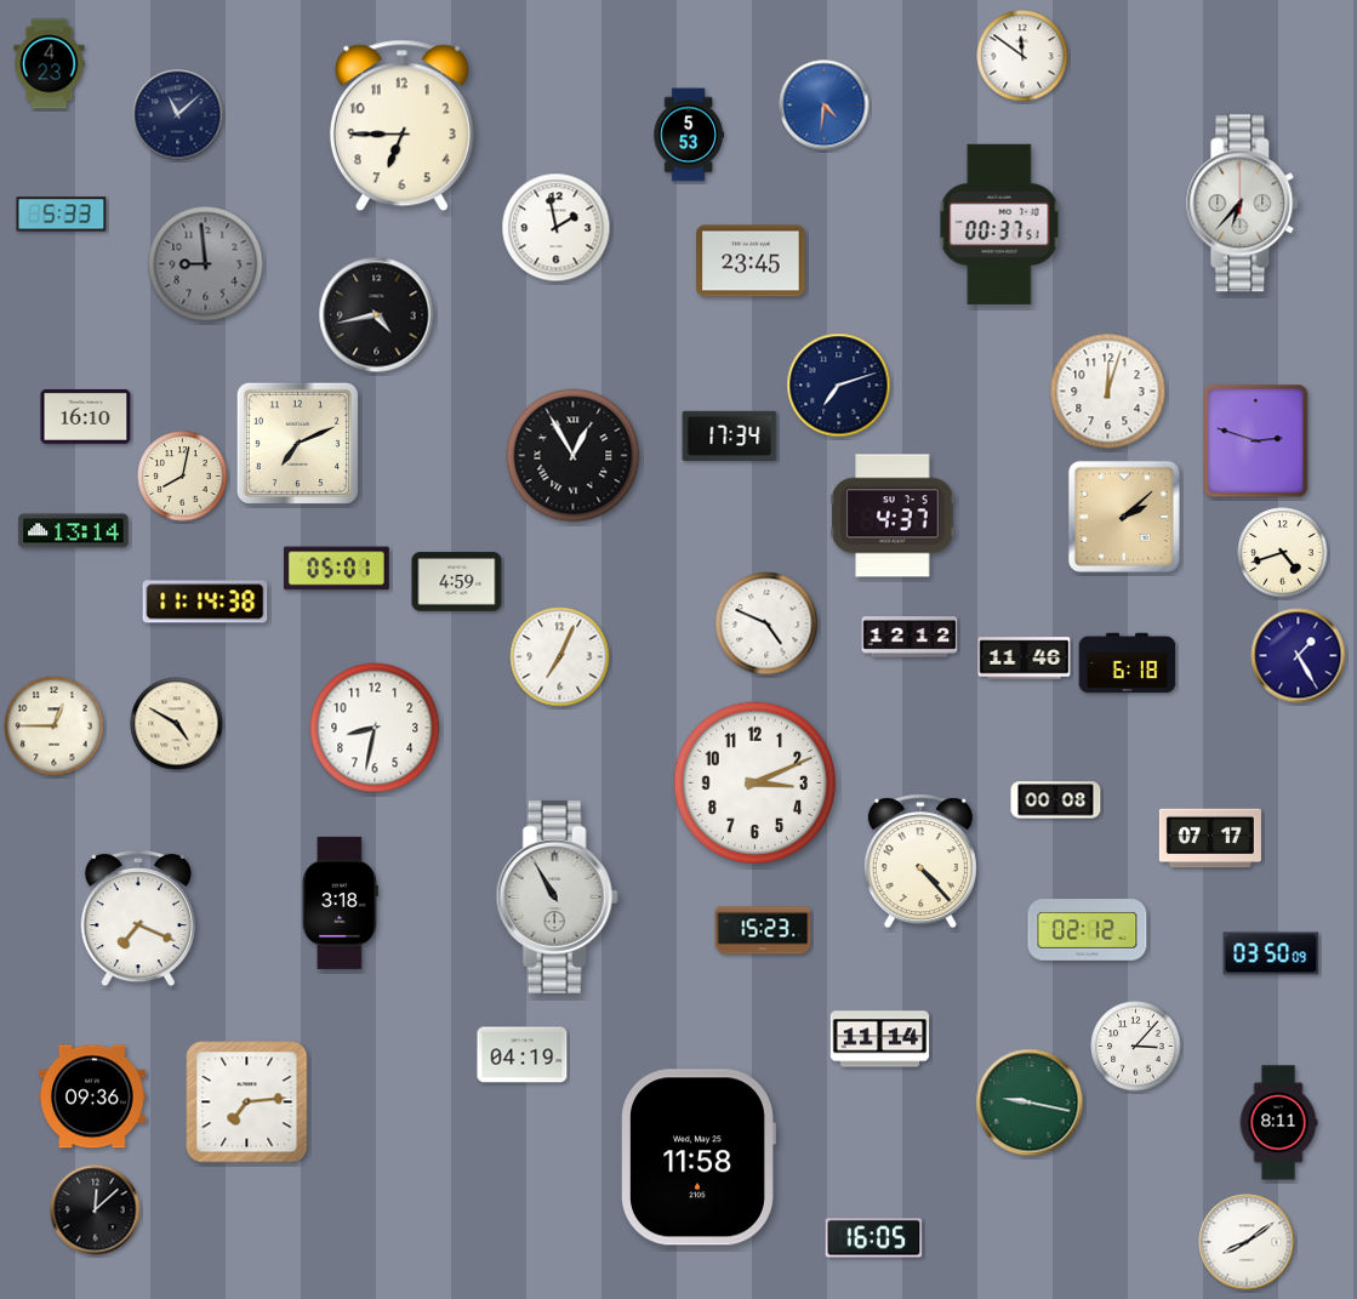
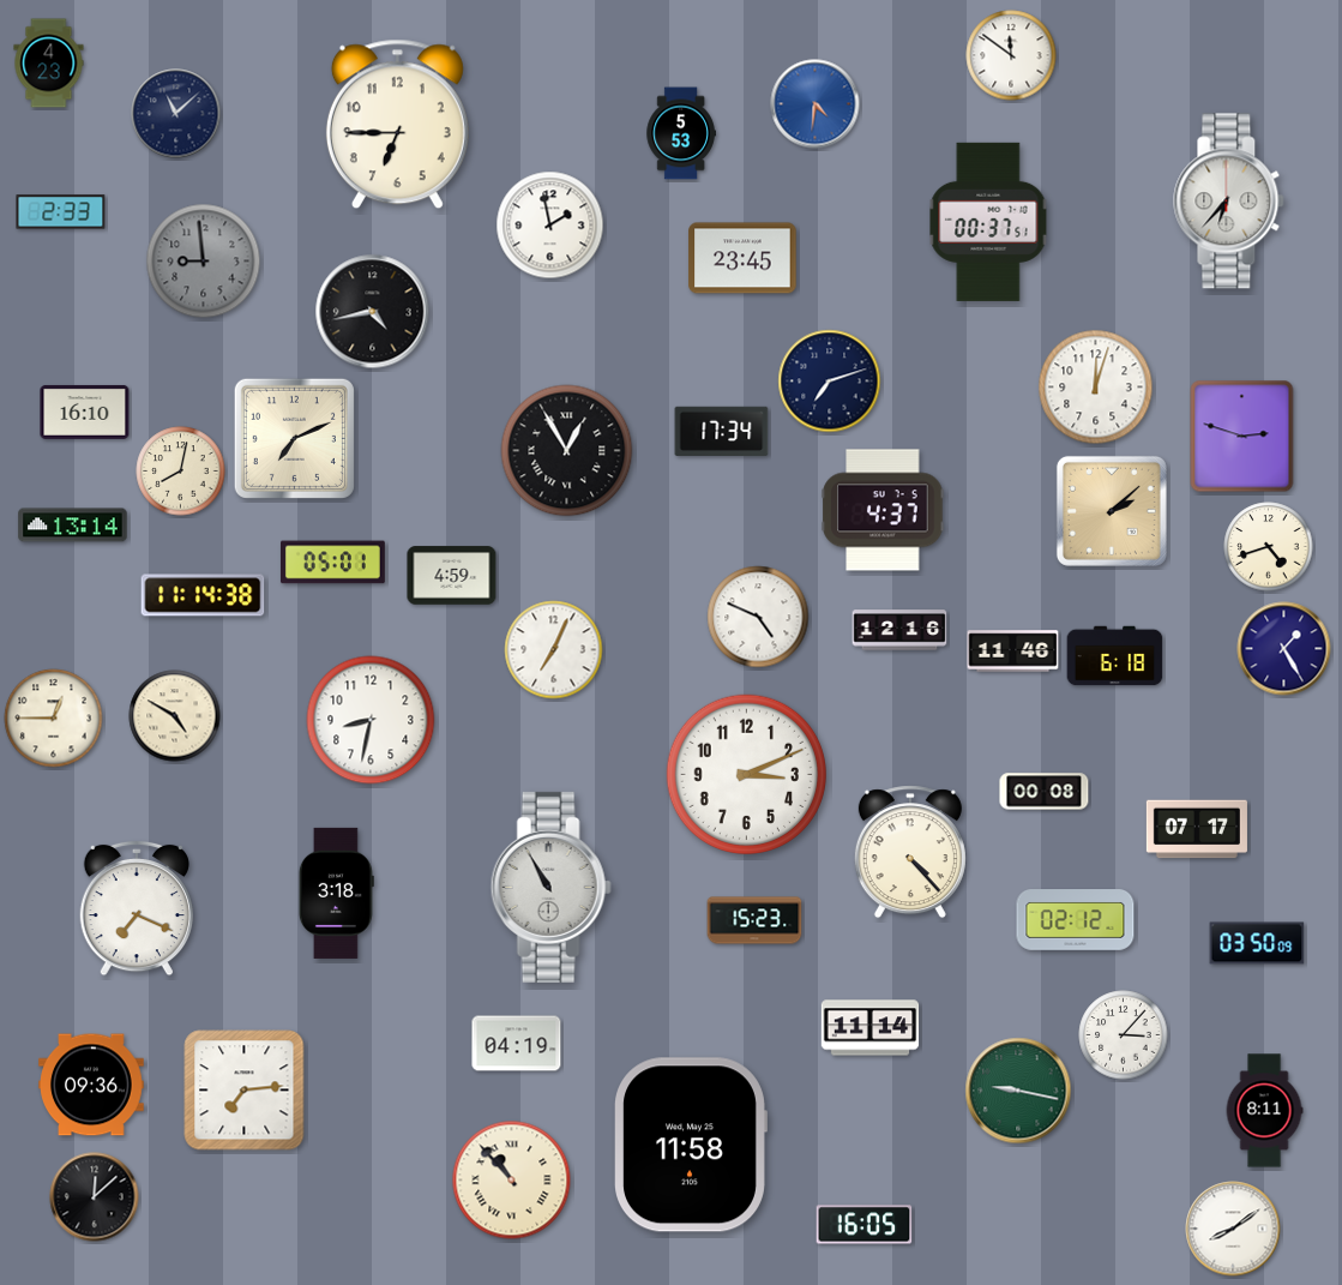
clock at (62, 215): 5:33 -> 2:33
clock at (910, 637): 12:12 -> 12:16
clock at (512, 1181): none -> 10:53
